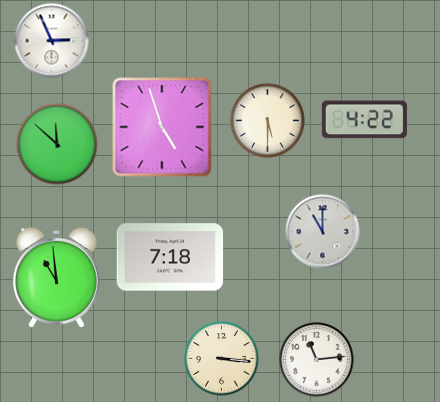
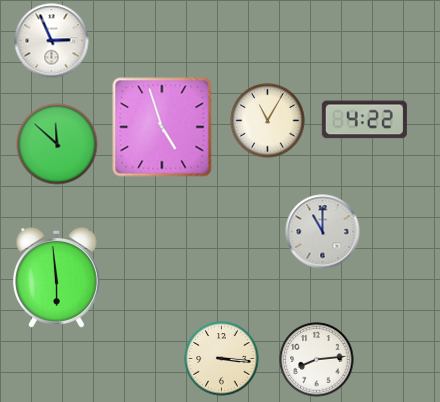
clock at (268, 121): 5:30 -> 11:05
clock at (170, 257): 7:18 -> none
clock at (56, 278): 10:59 -> 5:59
clock at (317, 360): 11:14 -> 8:14
